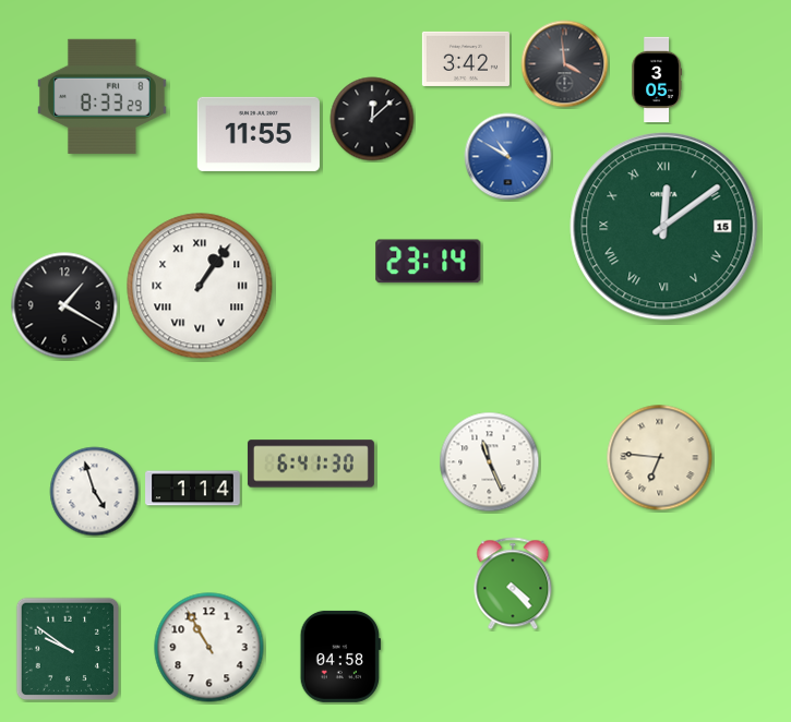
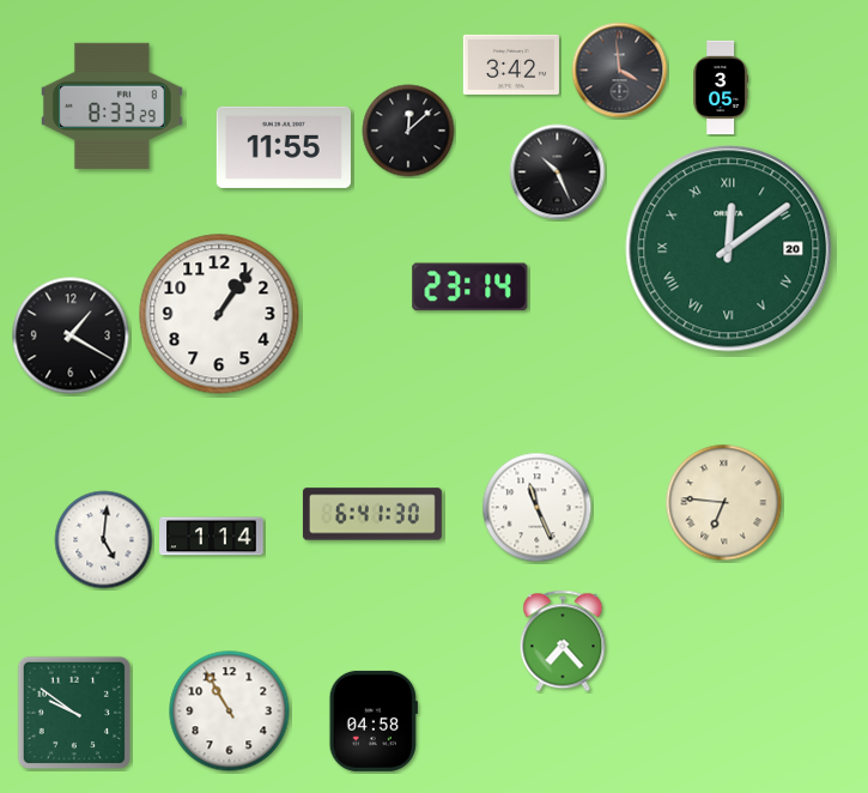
clock at (508, 157): 10:50 -> 10:26
clock at (508, 157) dial: blue -> black
clock at (664, 227) date: 15 -> 20
clock at (200, 286) numerals: Roman -> Arabic
clock at (311, 464) position: (311, 464) -> (372, 514)
clock at (95, 492): 4:57 -> 5:01
clock at (513, 583): 4:23 -> 7:23
